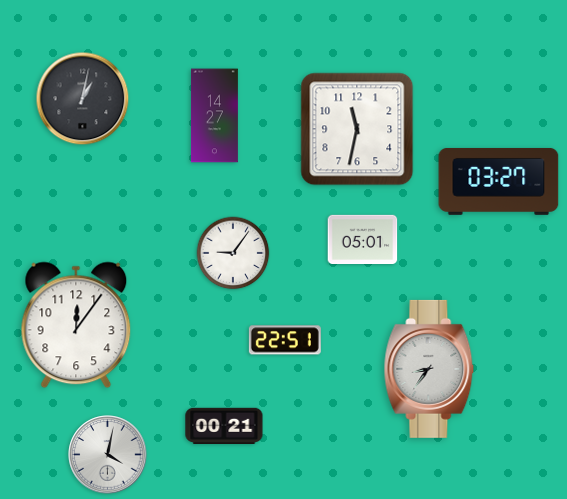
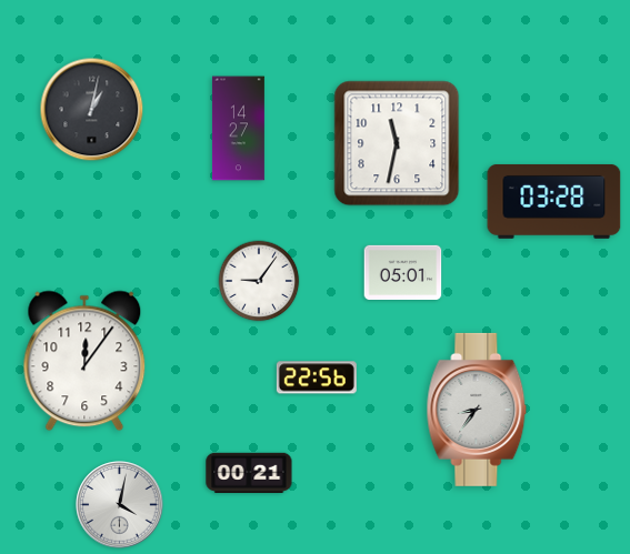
clock at (499, 181): 03:27 -> 03:28
clock at (363, 239) position: (363, 239) -> (403, 272)
clock at (285, 340): 22:51 -> 22:56
